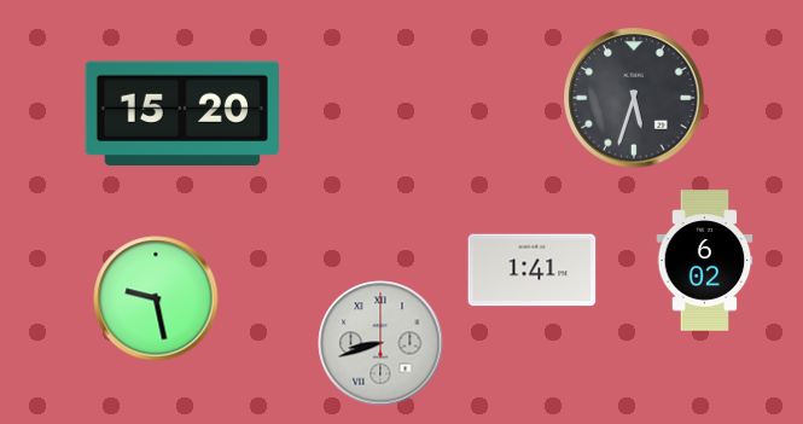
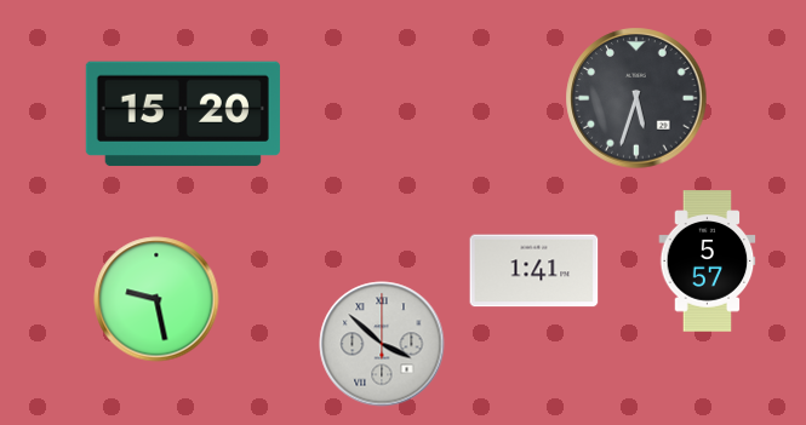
clock at (705, 261): 6:02 -> 5:57
clock at (380, 343): 8:42 -> 3:52
